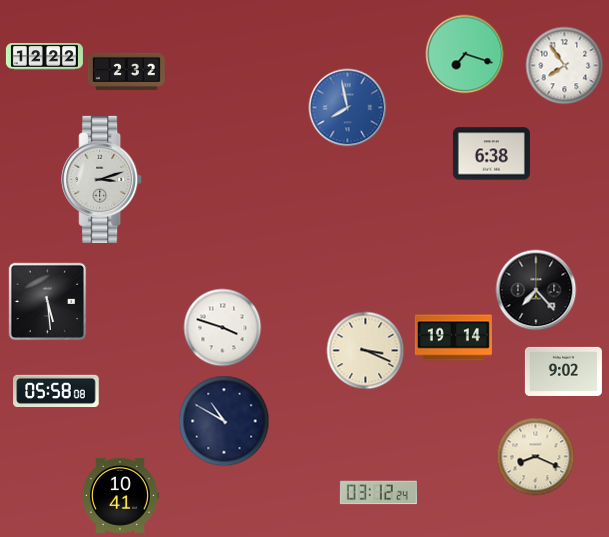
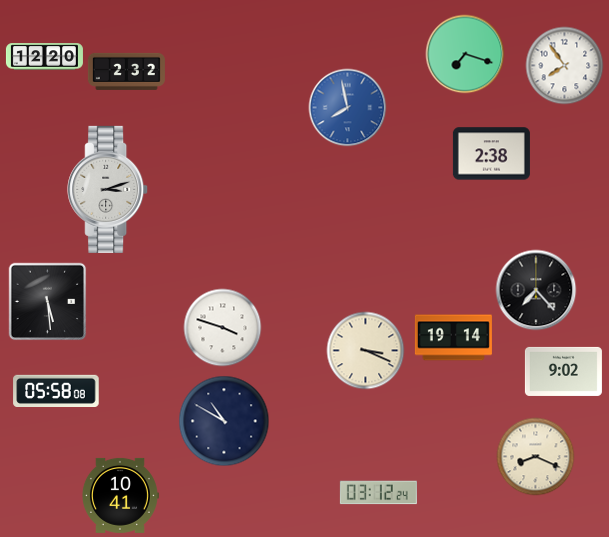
clock at (44, 57): 12:22 -> 12:20
clock at (491, 154): 6:38 -> 2:38
clock at (102, 179) position: (102, 179) -> (108, 189)
